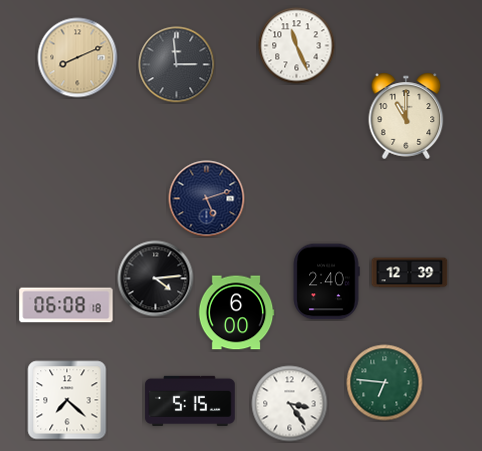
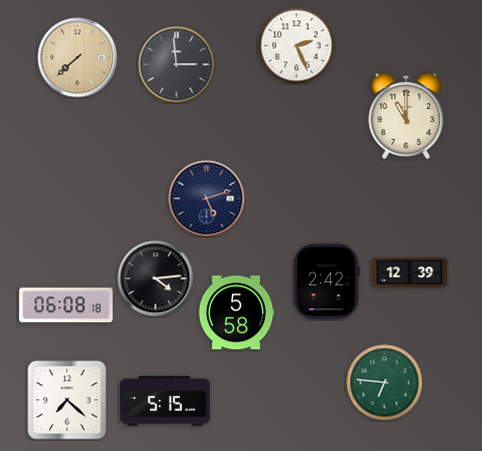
clock at (297, 46): 11:26 -> 2:26
clock at (78, 58): 8:11 -> 7:38
clock at (326, 282): 2:40 -> 2:42
clock at (236, 313): 6:00 -> 5:58
clock at (190, 401) position: (190, 401) -> (165, 401)
clock at (290, 404): 3:24 -> none
